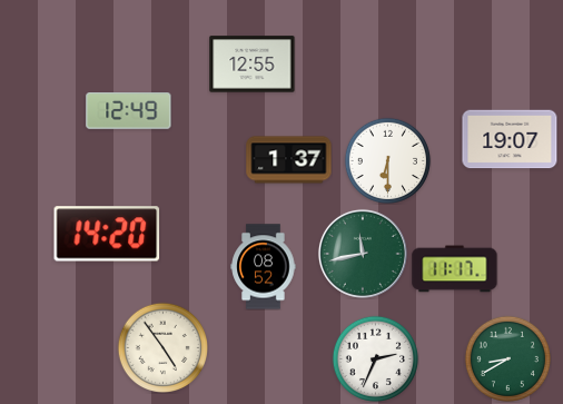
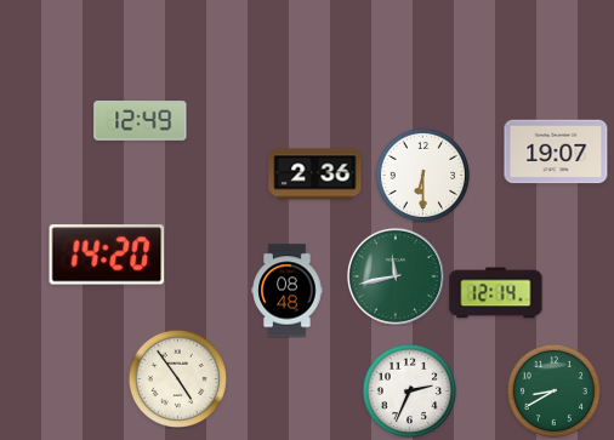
clock at (253, 65): 12:55 -> none
clock at (289, 160): 1:37 -> 2:36
clock at (107, 234) position: (107, 234) -> (107, 255)
clock at (264, 267): 08:52 -> 08:48
clock at (455, 269): 11:17 -> 12:14
